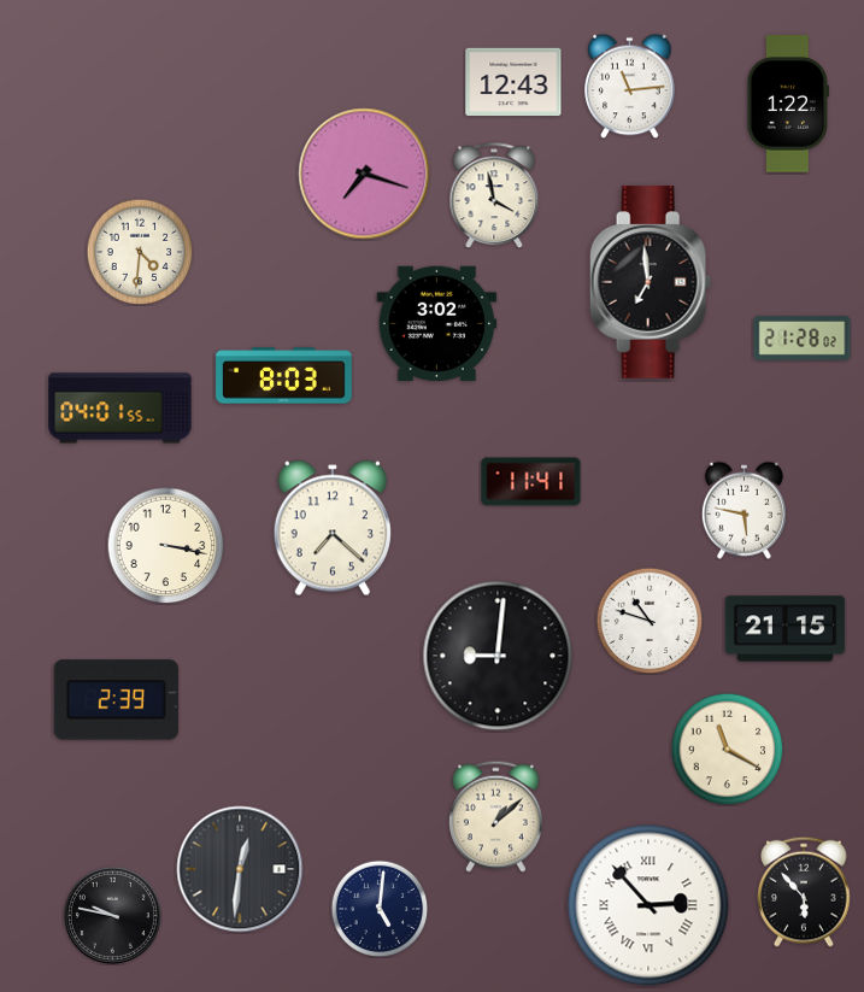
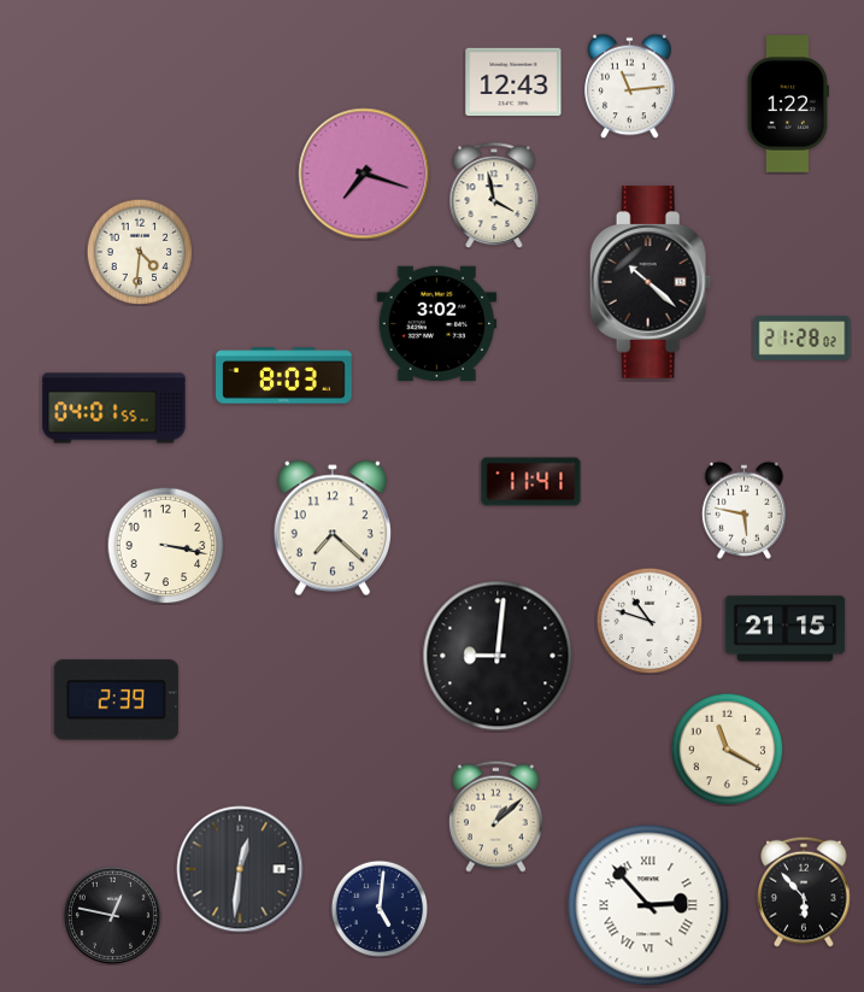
clock at (651, 282): 6:59 -> 10:22
clock at (121, 409) position: (121, 409) -> (114, 409)
clock at (112, 915): 9:47 -> 12:47
